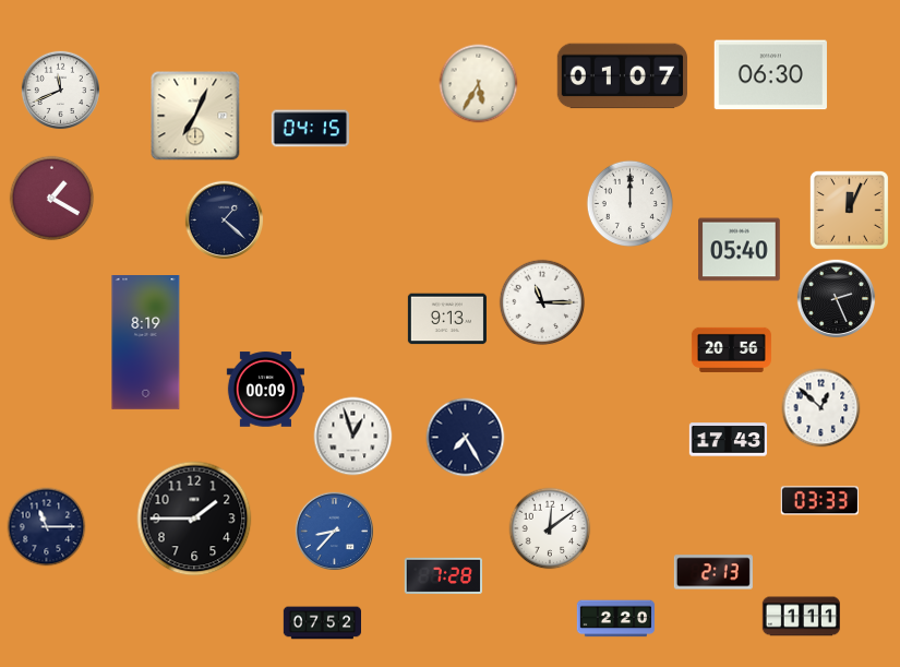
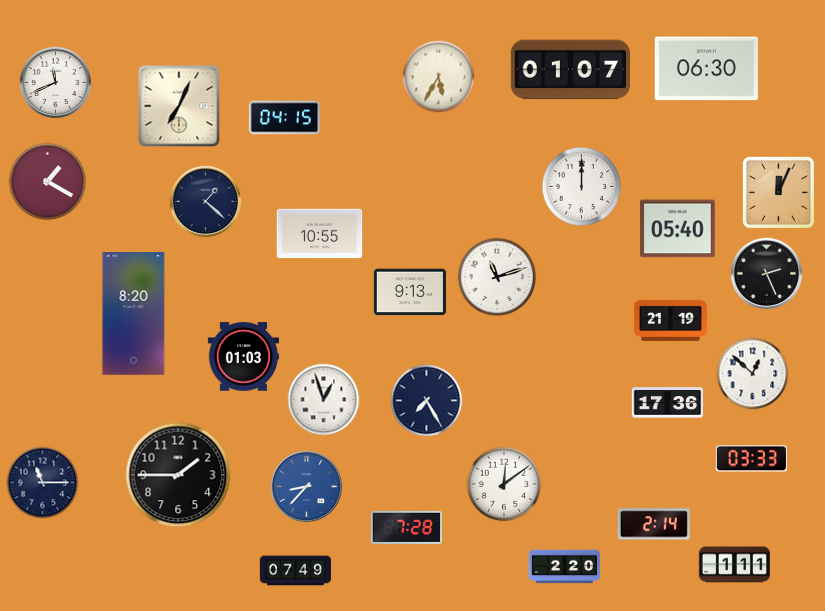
clock at (629, 203) position: (629, 203) -> (581, 186)
clock at (320, 234): none -> 10:55
clock at (542, 302): 11:15 -> 11:12
clock at (146, 343): 8:19 -> 8:20
clock at (731, 349): 20:56 -> 21:19
clock at (265, 390): 00:09 -> 01:03
clock at (728, 440): 17:43 -> 17:36
clock at (713, 572): 2:13 -> 2:14
clock at (323, 623): 07:52 -> 07:49
